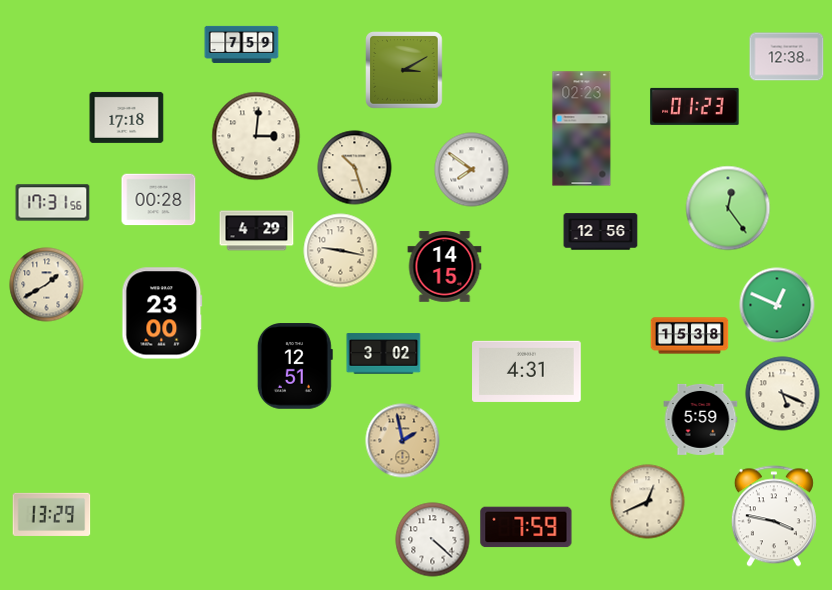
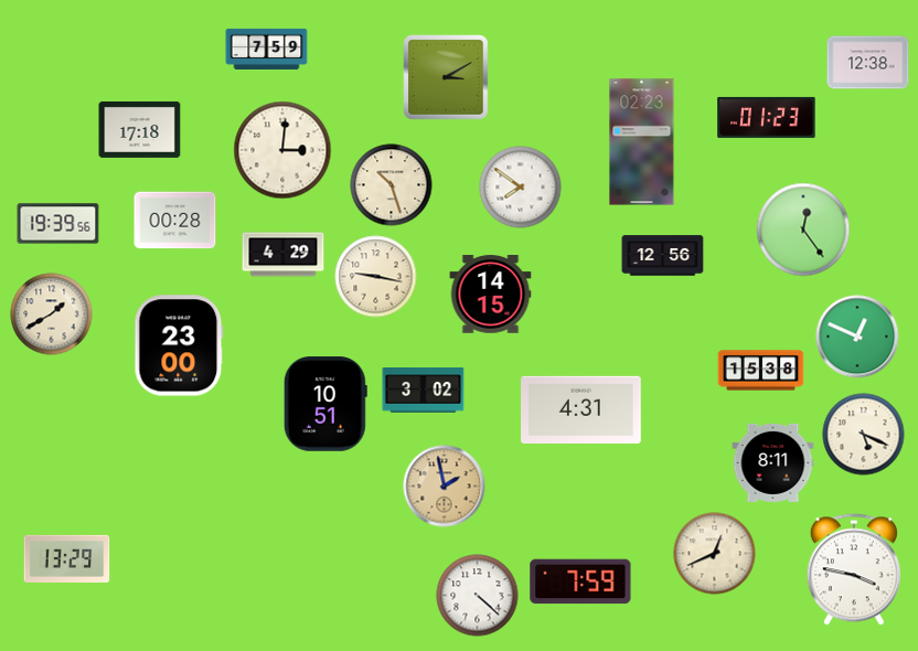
clock at (53, 203): 17:31 -> 19:39
clock at (295, 366): 12:51 -> 10:51
clock at (701, 419): 5:59 -> 8:11
clock at (52, 514) position: (52, 514) -> (67, 558)
